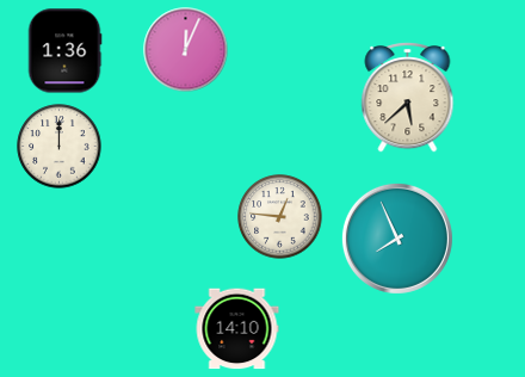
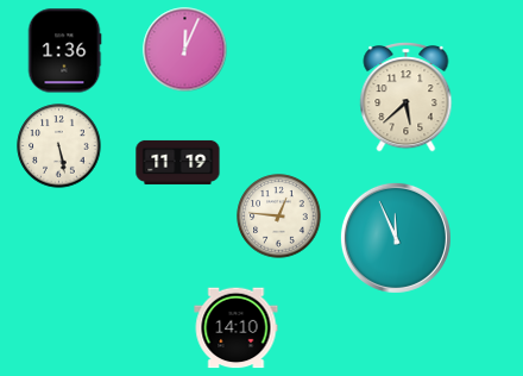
clock at (60, 147): 12:00 -> 5:28
clock at (178, 162): none -> 11:19
clock at (397, 239): 7:56 -> 11:56
